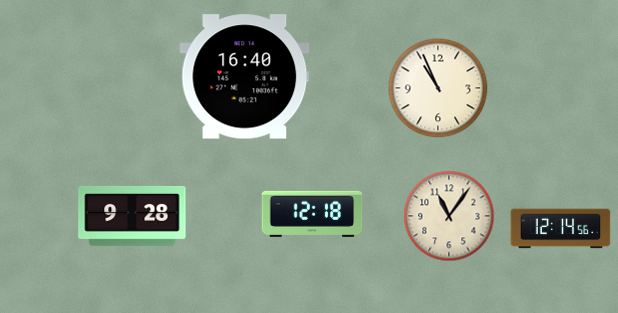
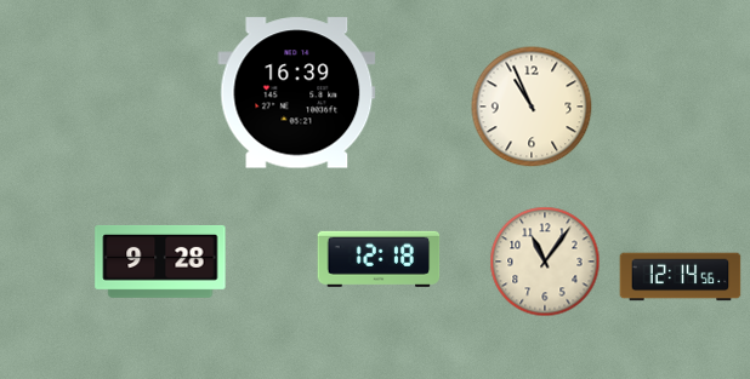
clock at (245, 77): 16:40 -> 16:39
